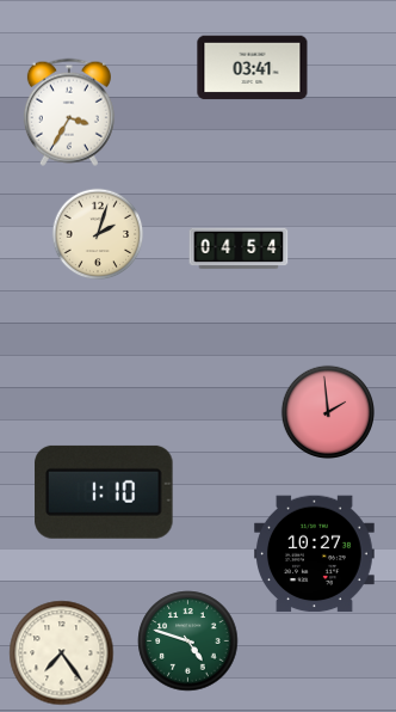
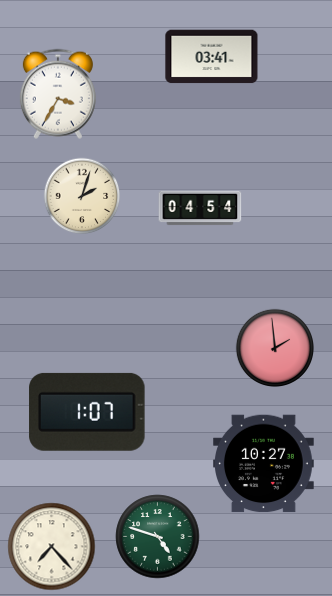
clock at (327, 411) position: (327, 411) -> (274, 347)
clock at (104, 492): 1:10 -> 1:07
clock at (62, 653): 7:24 -> 7:23
